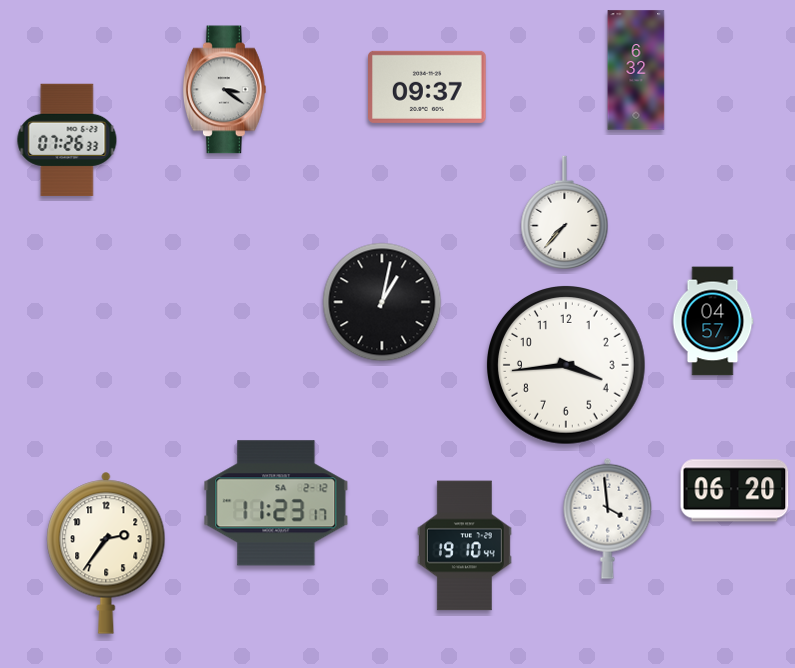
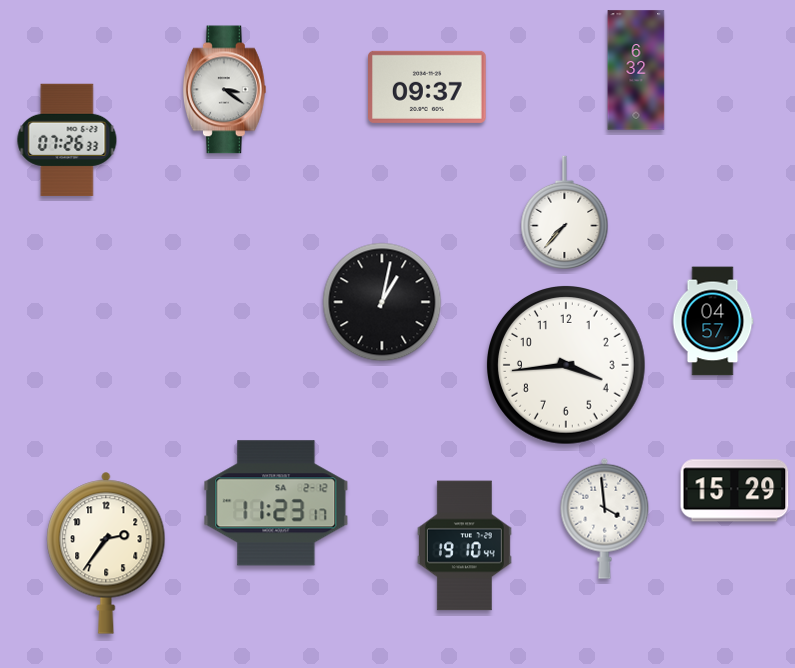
clock at (735, 491): 06:20 -> 15:29
clock at (608, 518) position: (608, 518) -> (605, 518)
